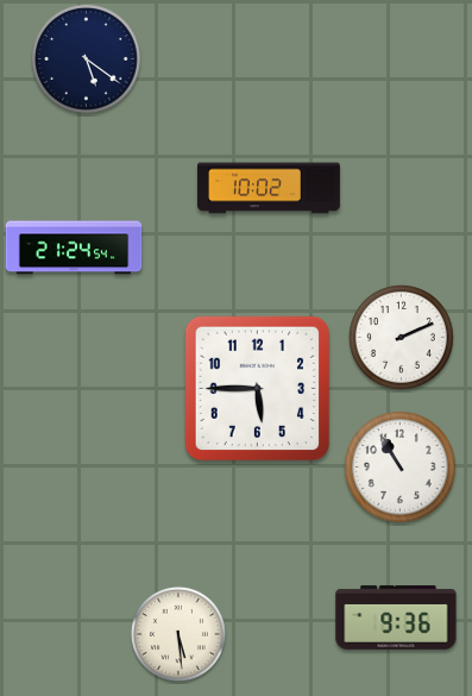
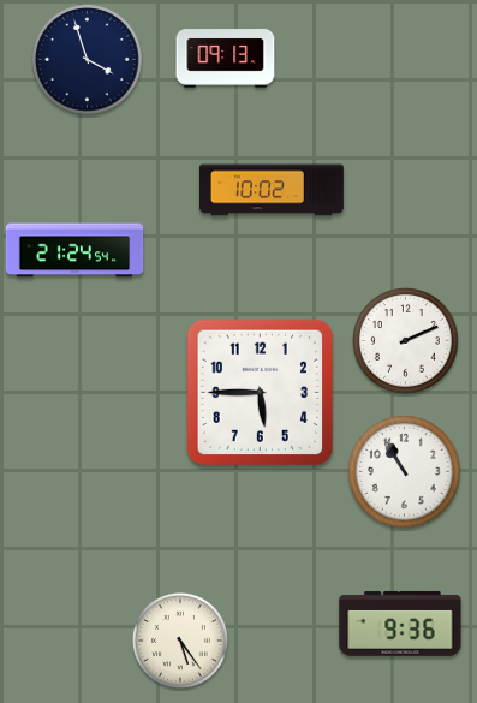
clock at (226, 59): none -> 09:13
clock at (87, 59): 5:21 -> 3:57
clock at (178, 634): 5:29 -> 5:24
